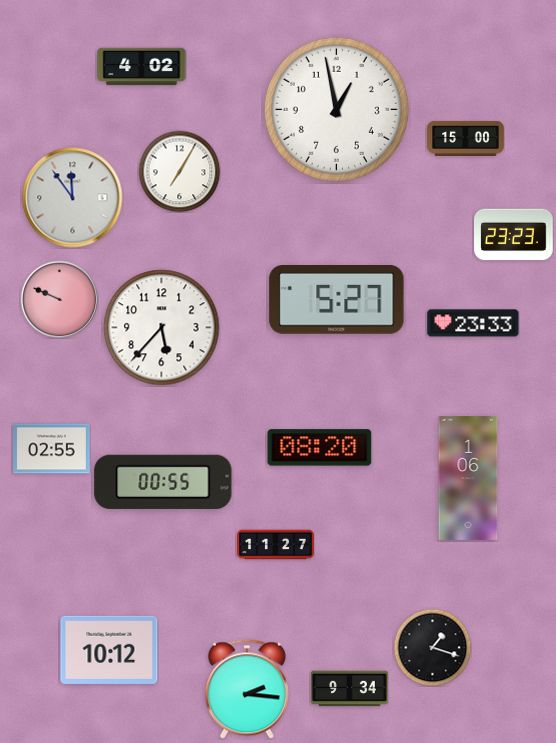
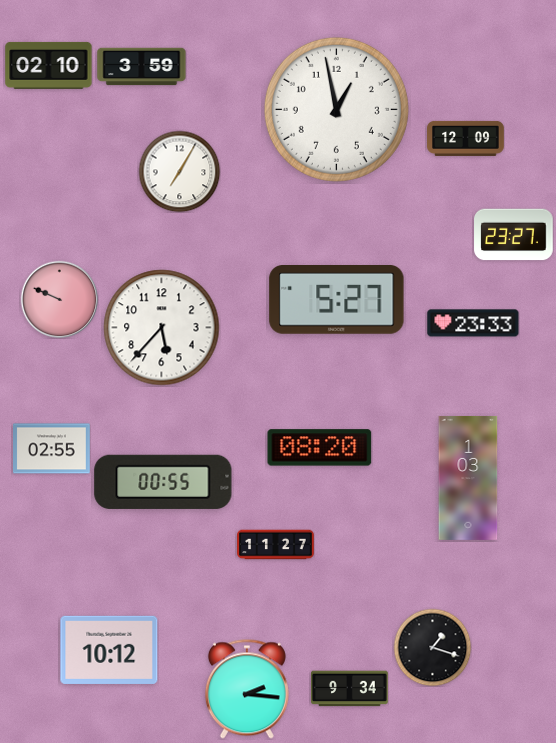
clock at (49, 65): none -> 02:10
clock at (142, 67): 4:02 -> 3:59
clock at (466, 138): 15:00 -> 12:09
clock at (73, 198): 11:54 -> none
clock at (514, 235): 23:23 -> 23:27
clock at (468, 478): 1:06 -> 1:03
